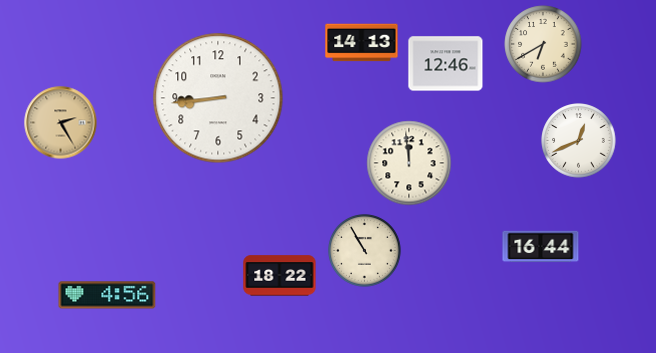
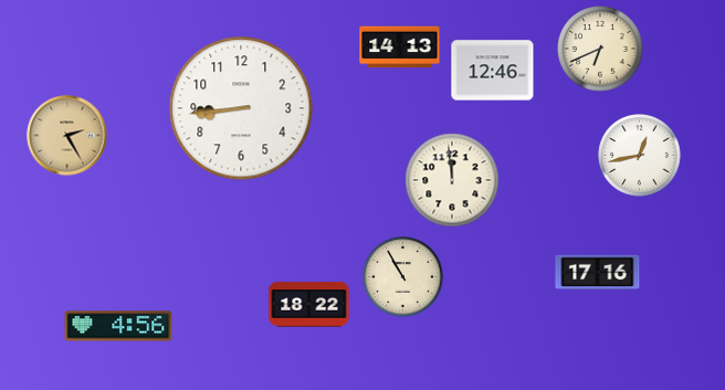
clock at (543, 44): 6:40 -> 6:41
clock at (579, 141): 12:41 -> 12:43
clock at (541, 247): 16:44 -> 17:16
